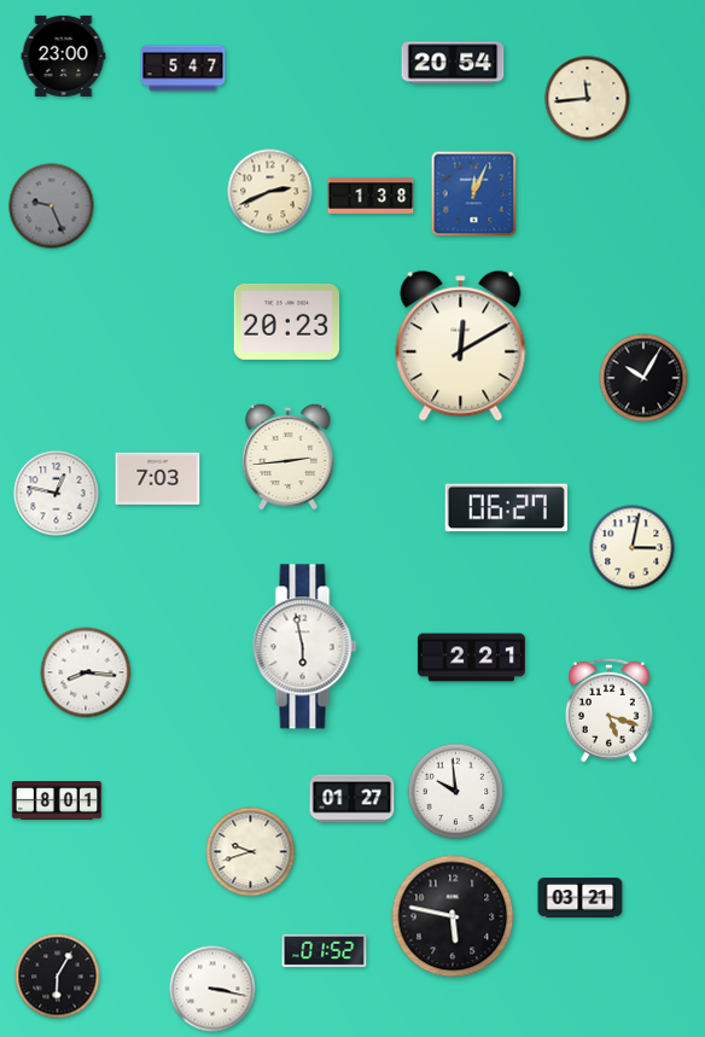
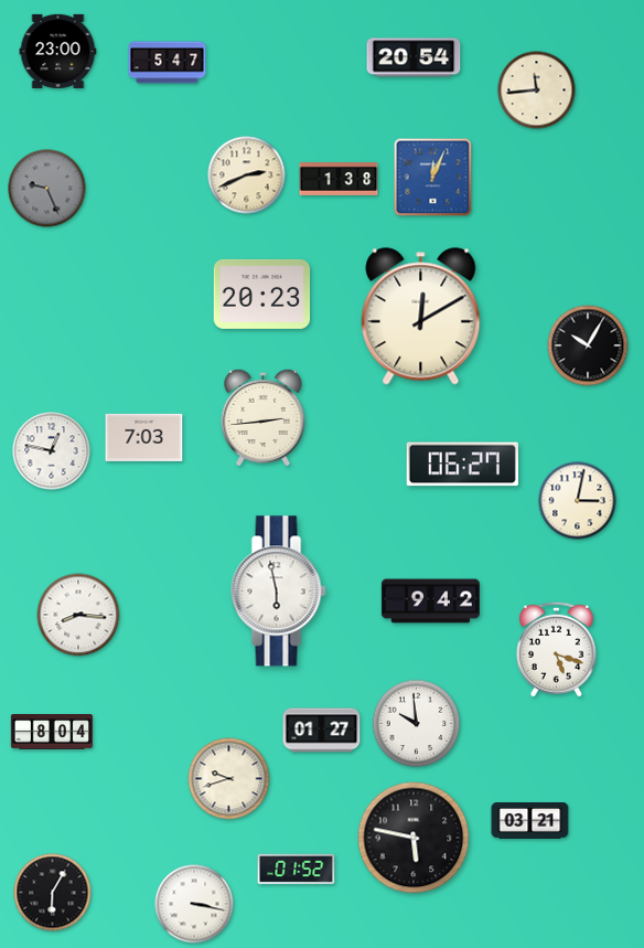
clock at (471, 658): 2:21 -> 9:42
clock at (56, 802): 8:01 -> 8:04
